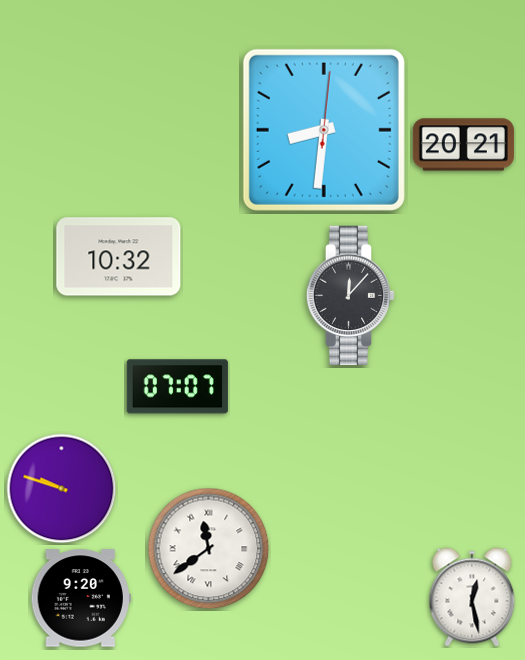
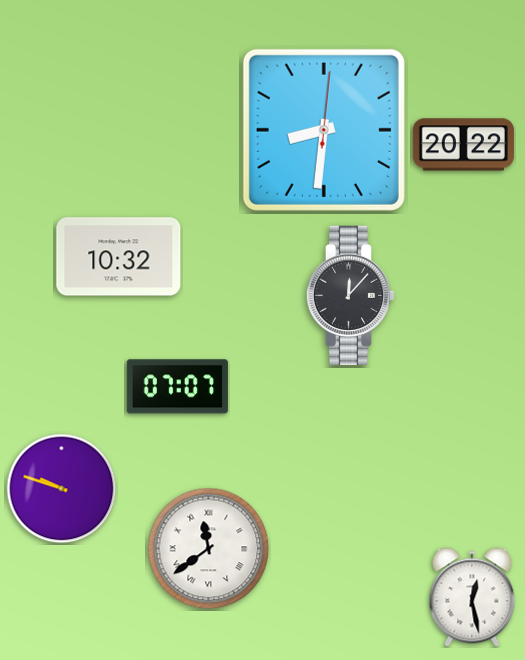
clock at (463, 145): 20:21 -> 20:22
clock at (81, 598): 9:20 -> none
